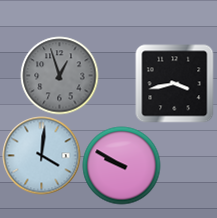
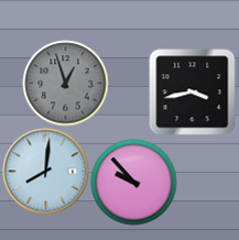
clock at (41, 155): 4:01 -> 8:01
clock at (121, 165): 9:50 -> 9:53
